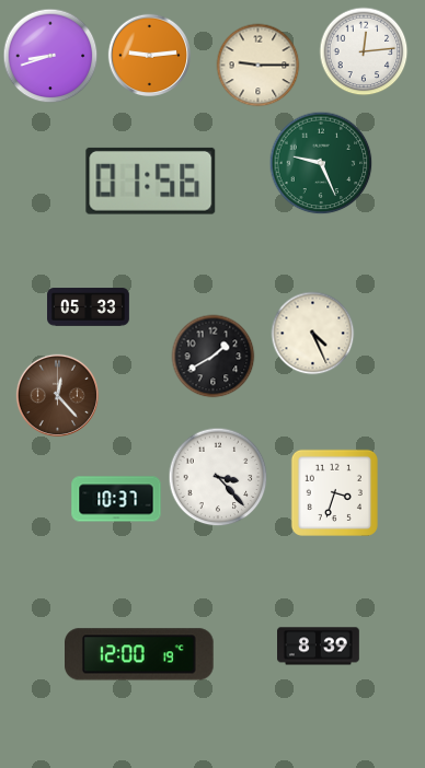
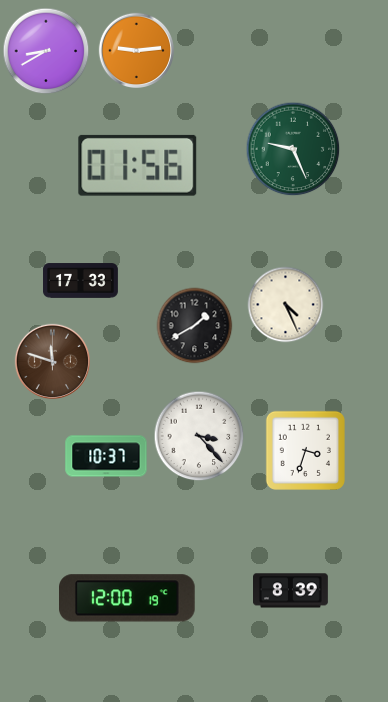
clock at (364, 51): 12:14 -> none
clock at (50, 56): 8:42 -> 8:40
clock at (259, 66): 9:15 -> none
clock at (89, 307): 05:33 -> 17:33
clock at (57, 395): 12:23 -> 11:48
